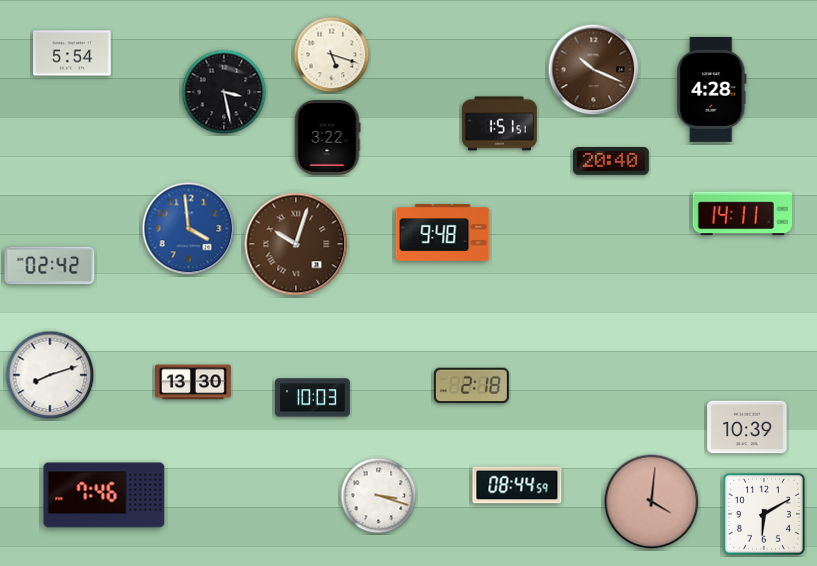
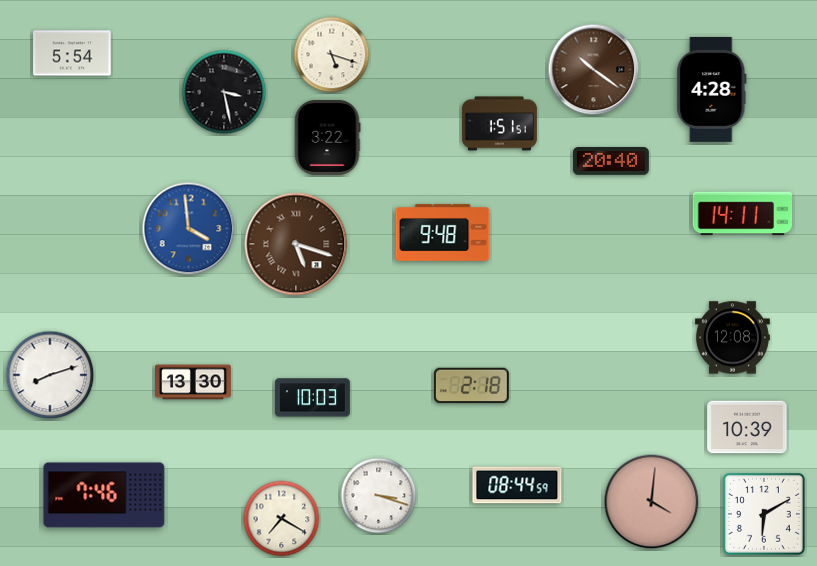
clock at (594, 70): 10:19 -> 10:21
clock at (296, 244): 10:03 -> 5:18
clock at (50, 266): 02:42 -> none
clock at (732, 338): none -> 12:08
clock at (282, 519): none -> 7:20
